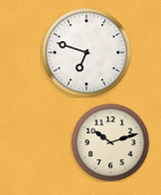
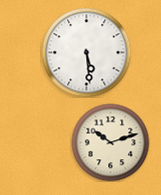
clock at (86, 52): 6:48 -> 5:29
